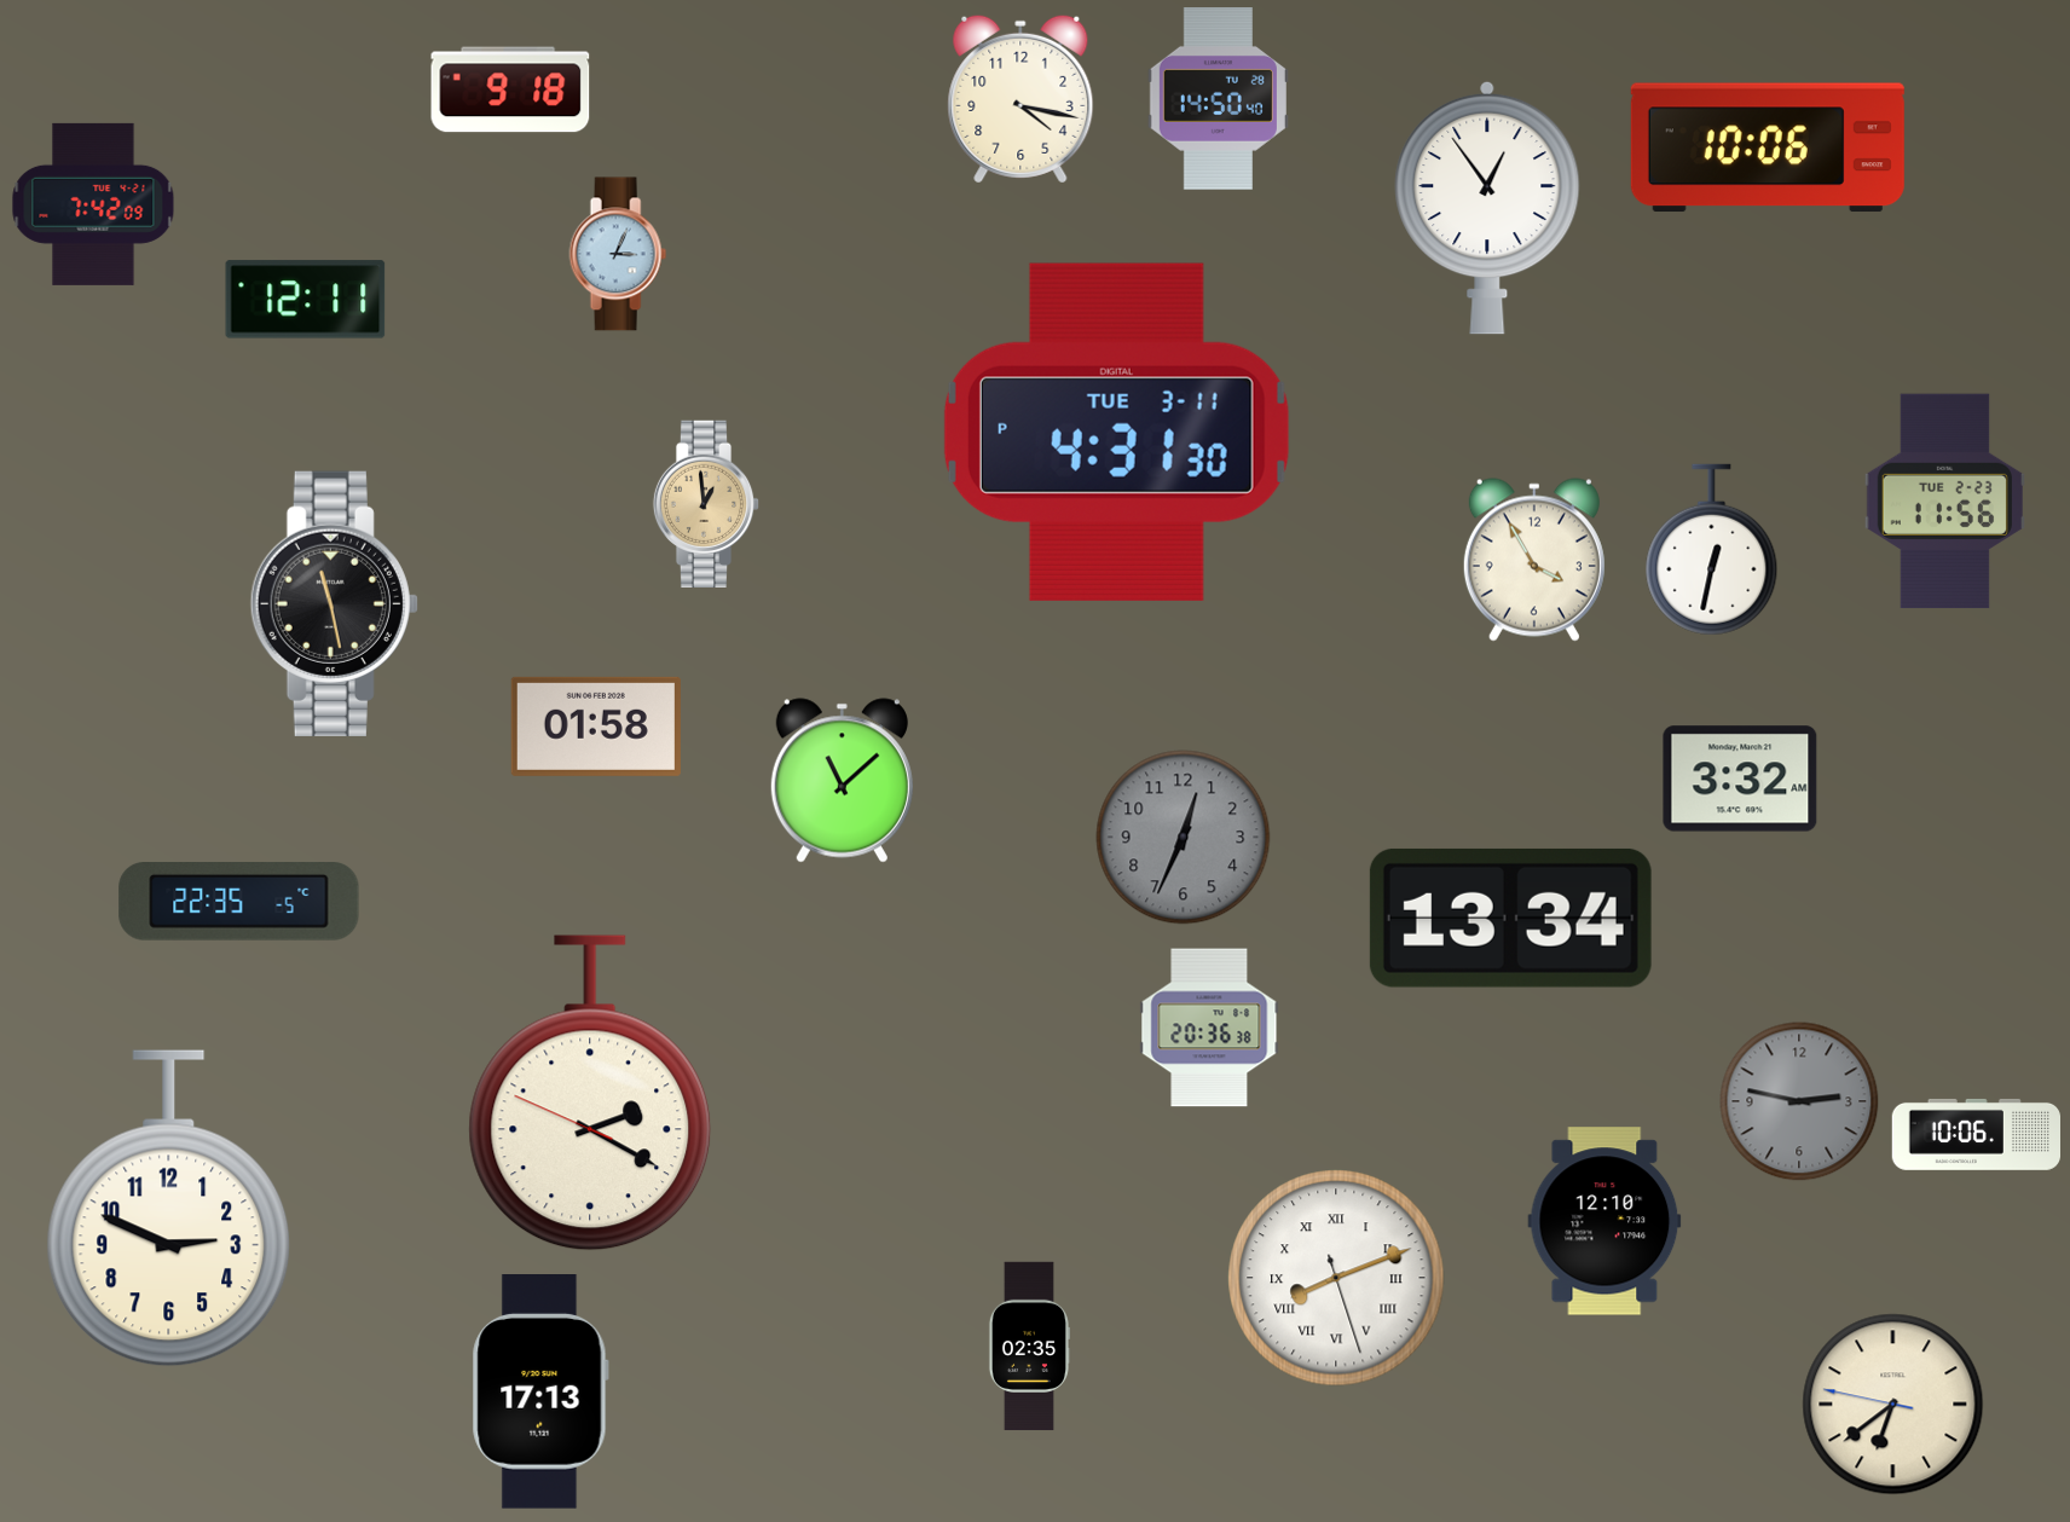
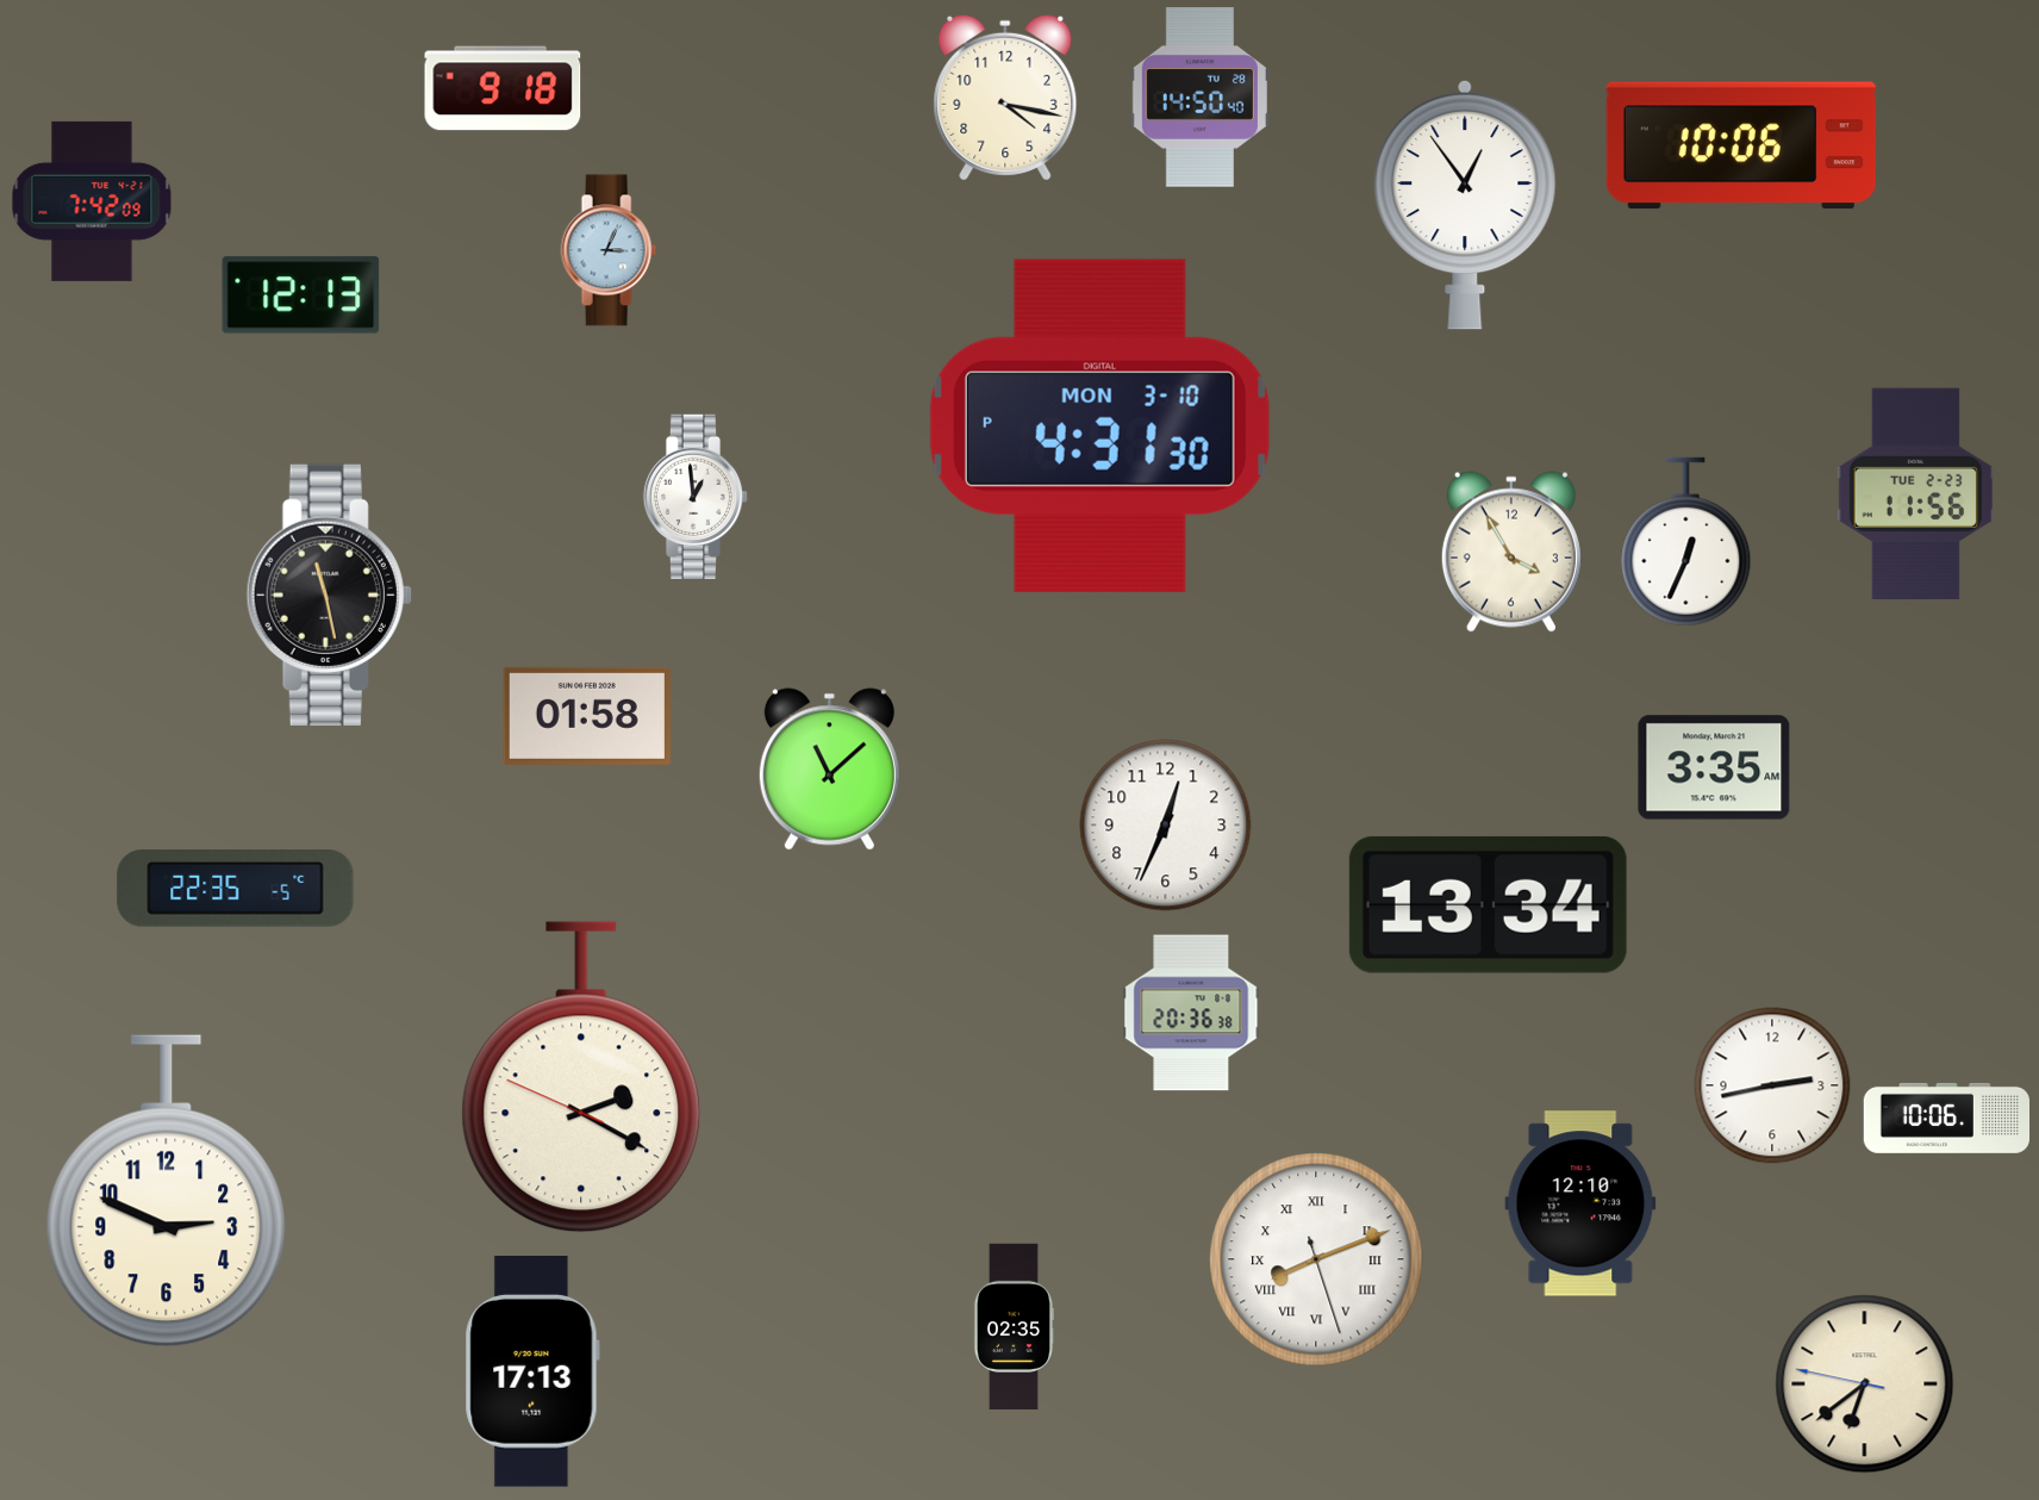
clock at (306, 300): 12:11 -> 12:13
clock at (1116, 432) date: TUE 3-11 -> MON 3-10
clock at (706, 503) dial: champagne -> white
clock at (1712, 550): 12:32 -> 12:34
clock at (1740, 779): 3:32 -> 3:35
clock at (1184, 838) dial: grey -> white
clock at (1799, 1101): 2:47 -> 2:43
clock at (1799, 1101) dial: grey -> white
